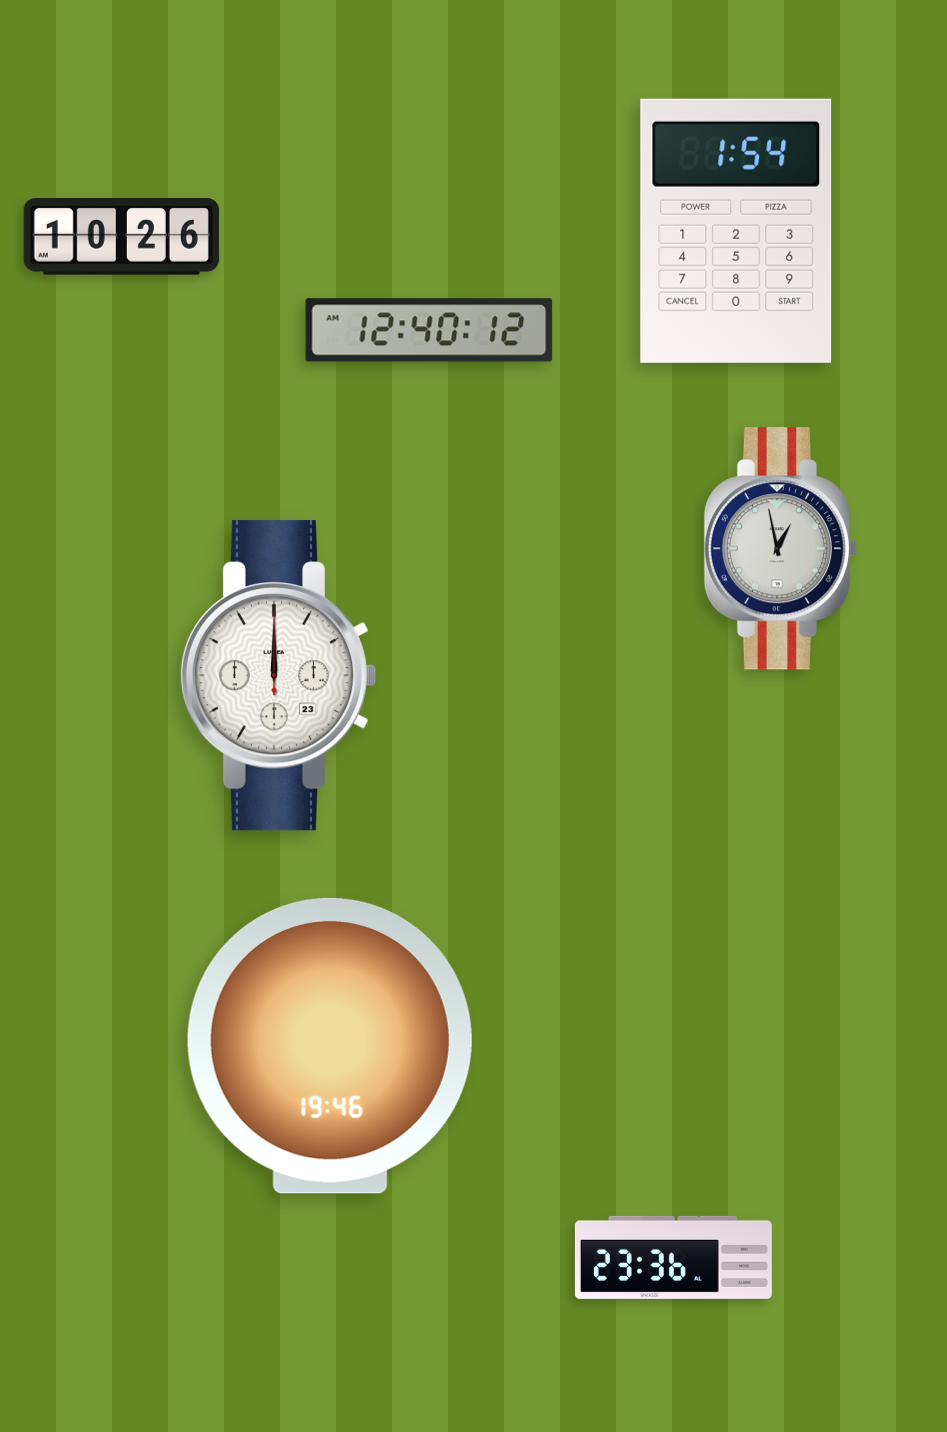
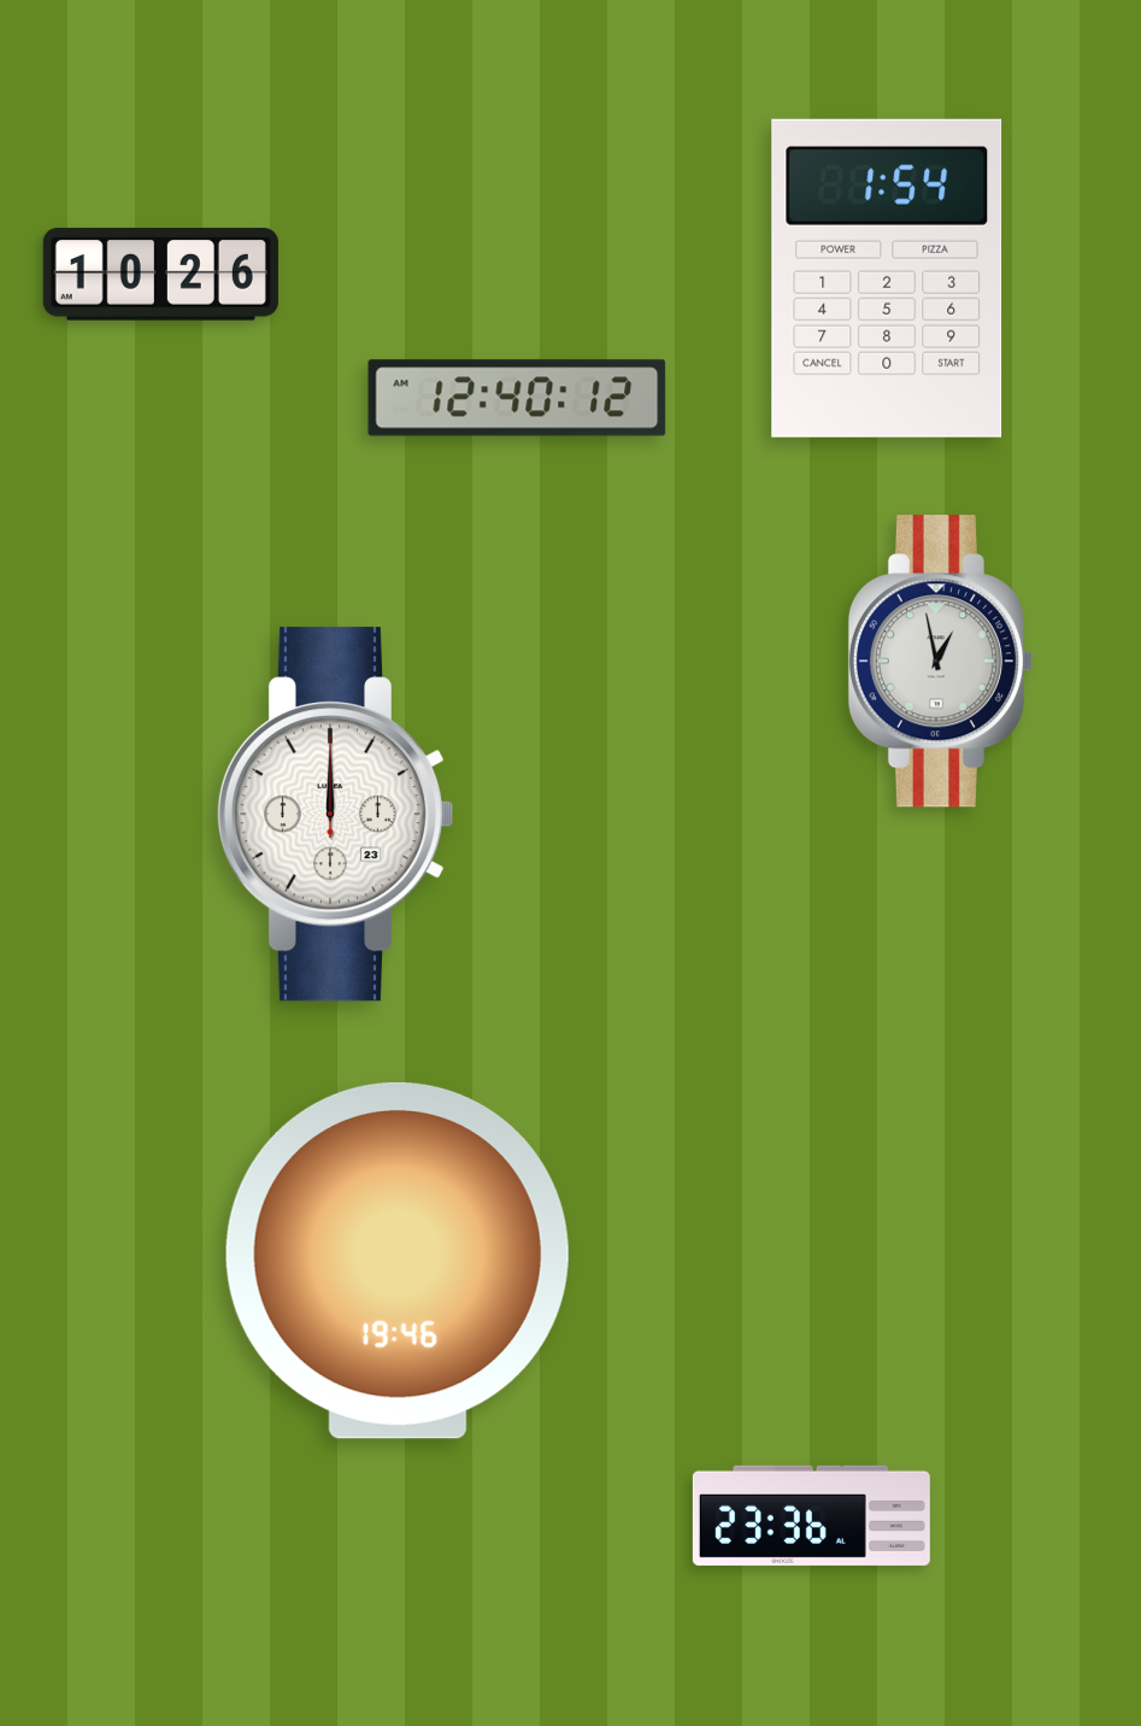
clock at (121, 237) position: (121, 237) -> (160, 275)
